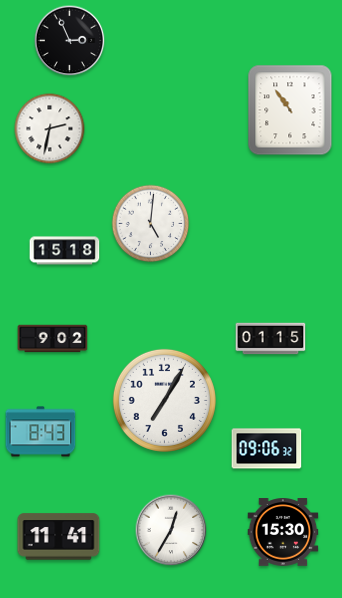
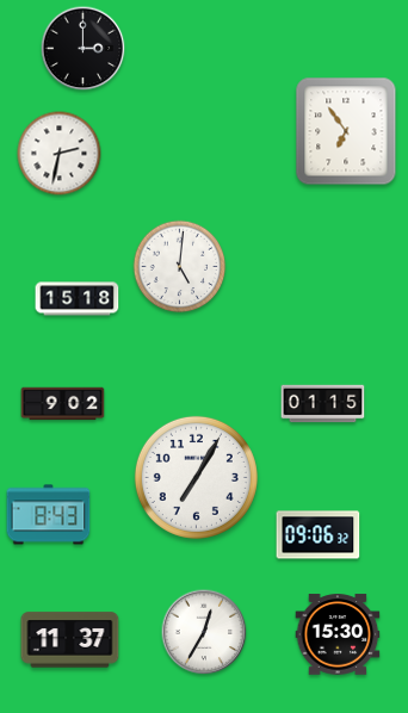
clock at (70, 41): 2:56 -> 3:00
clock at (290, 110): 10:54 -> 6:54
clock at (59, 537): 11:41 -> 11:37
